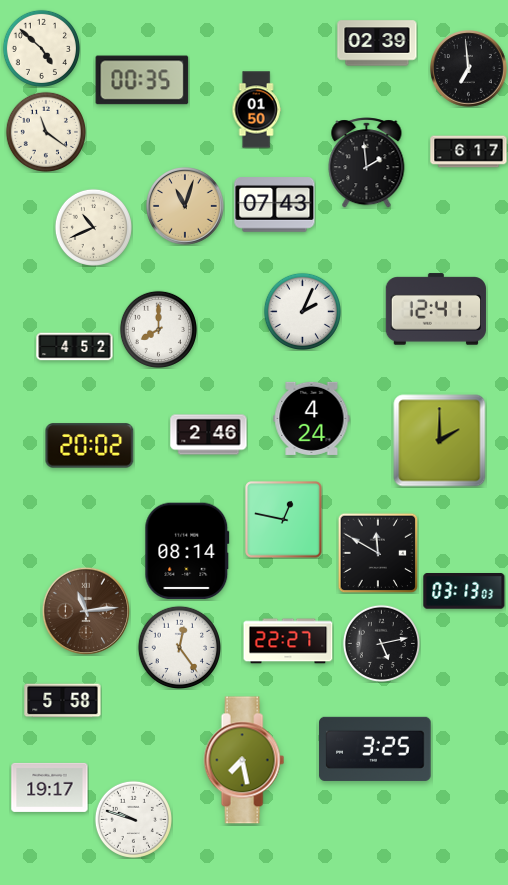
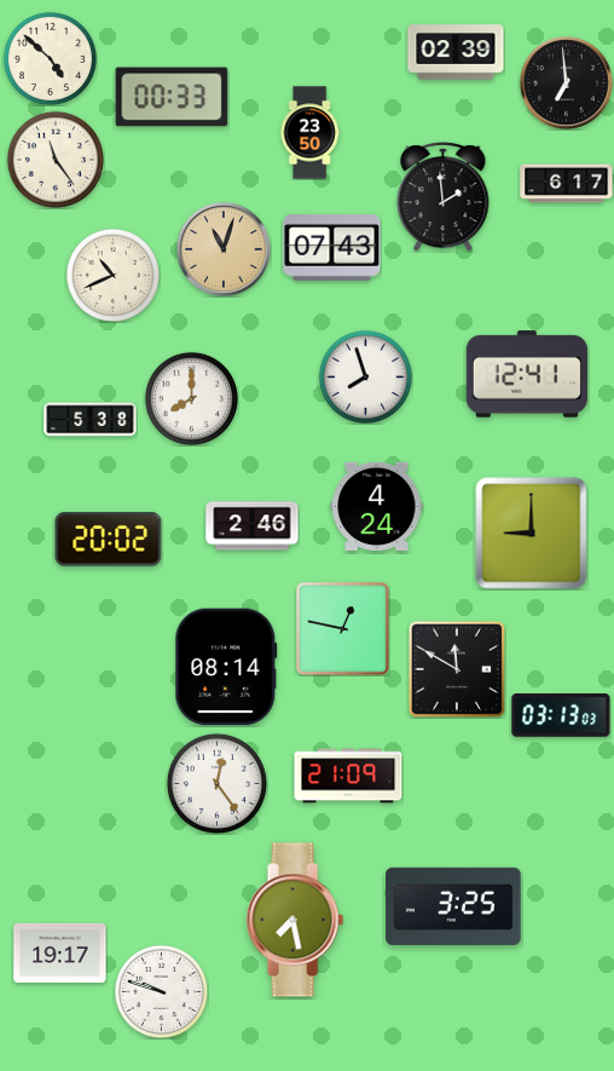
clock at (142, 80): 00:35 -> 00:33
clock at (256, 110): 01:50 -> 23:50
clock at (46, 131): 11:21 -> 11:24
clock at (302, 311): 2:04 -> 7:57
clock at (75, 347): 4:52 -> 5:38
clock at (440, 441): 2:00 -> 9:00
clock at (85, 610): 11:14 -> none
clock at (288, 641): 22:27 -> 21:09
clock at (381, 643): 5:13 -> none
clock at (63, 701): 5:58 -> none
